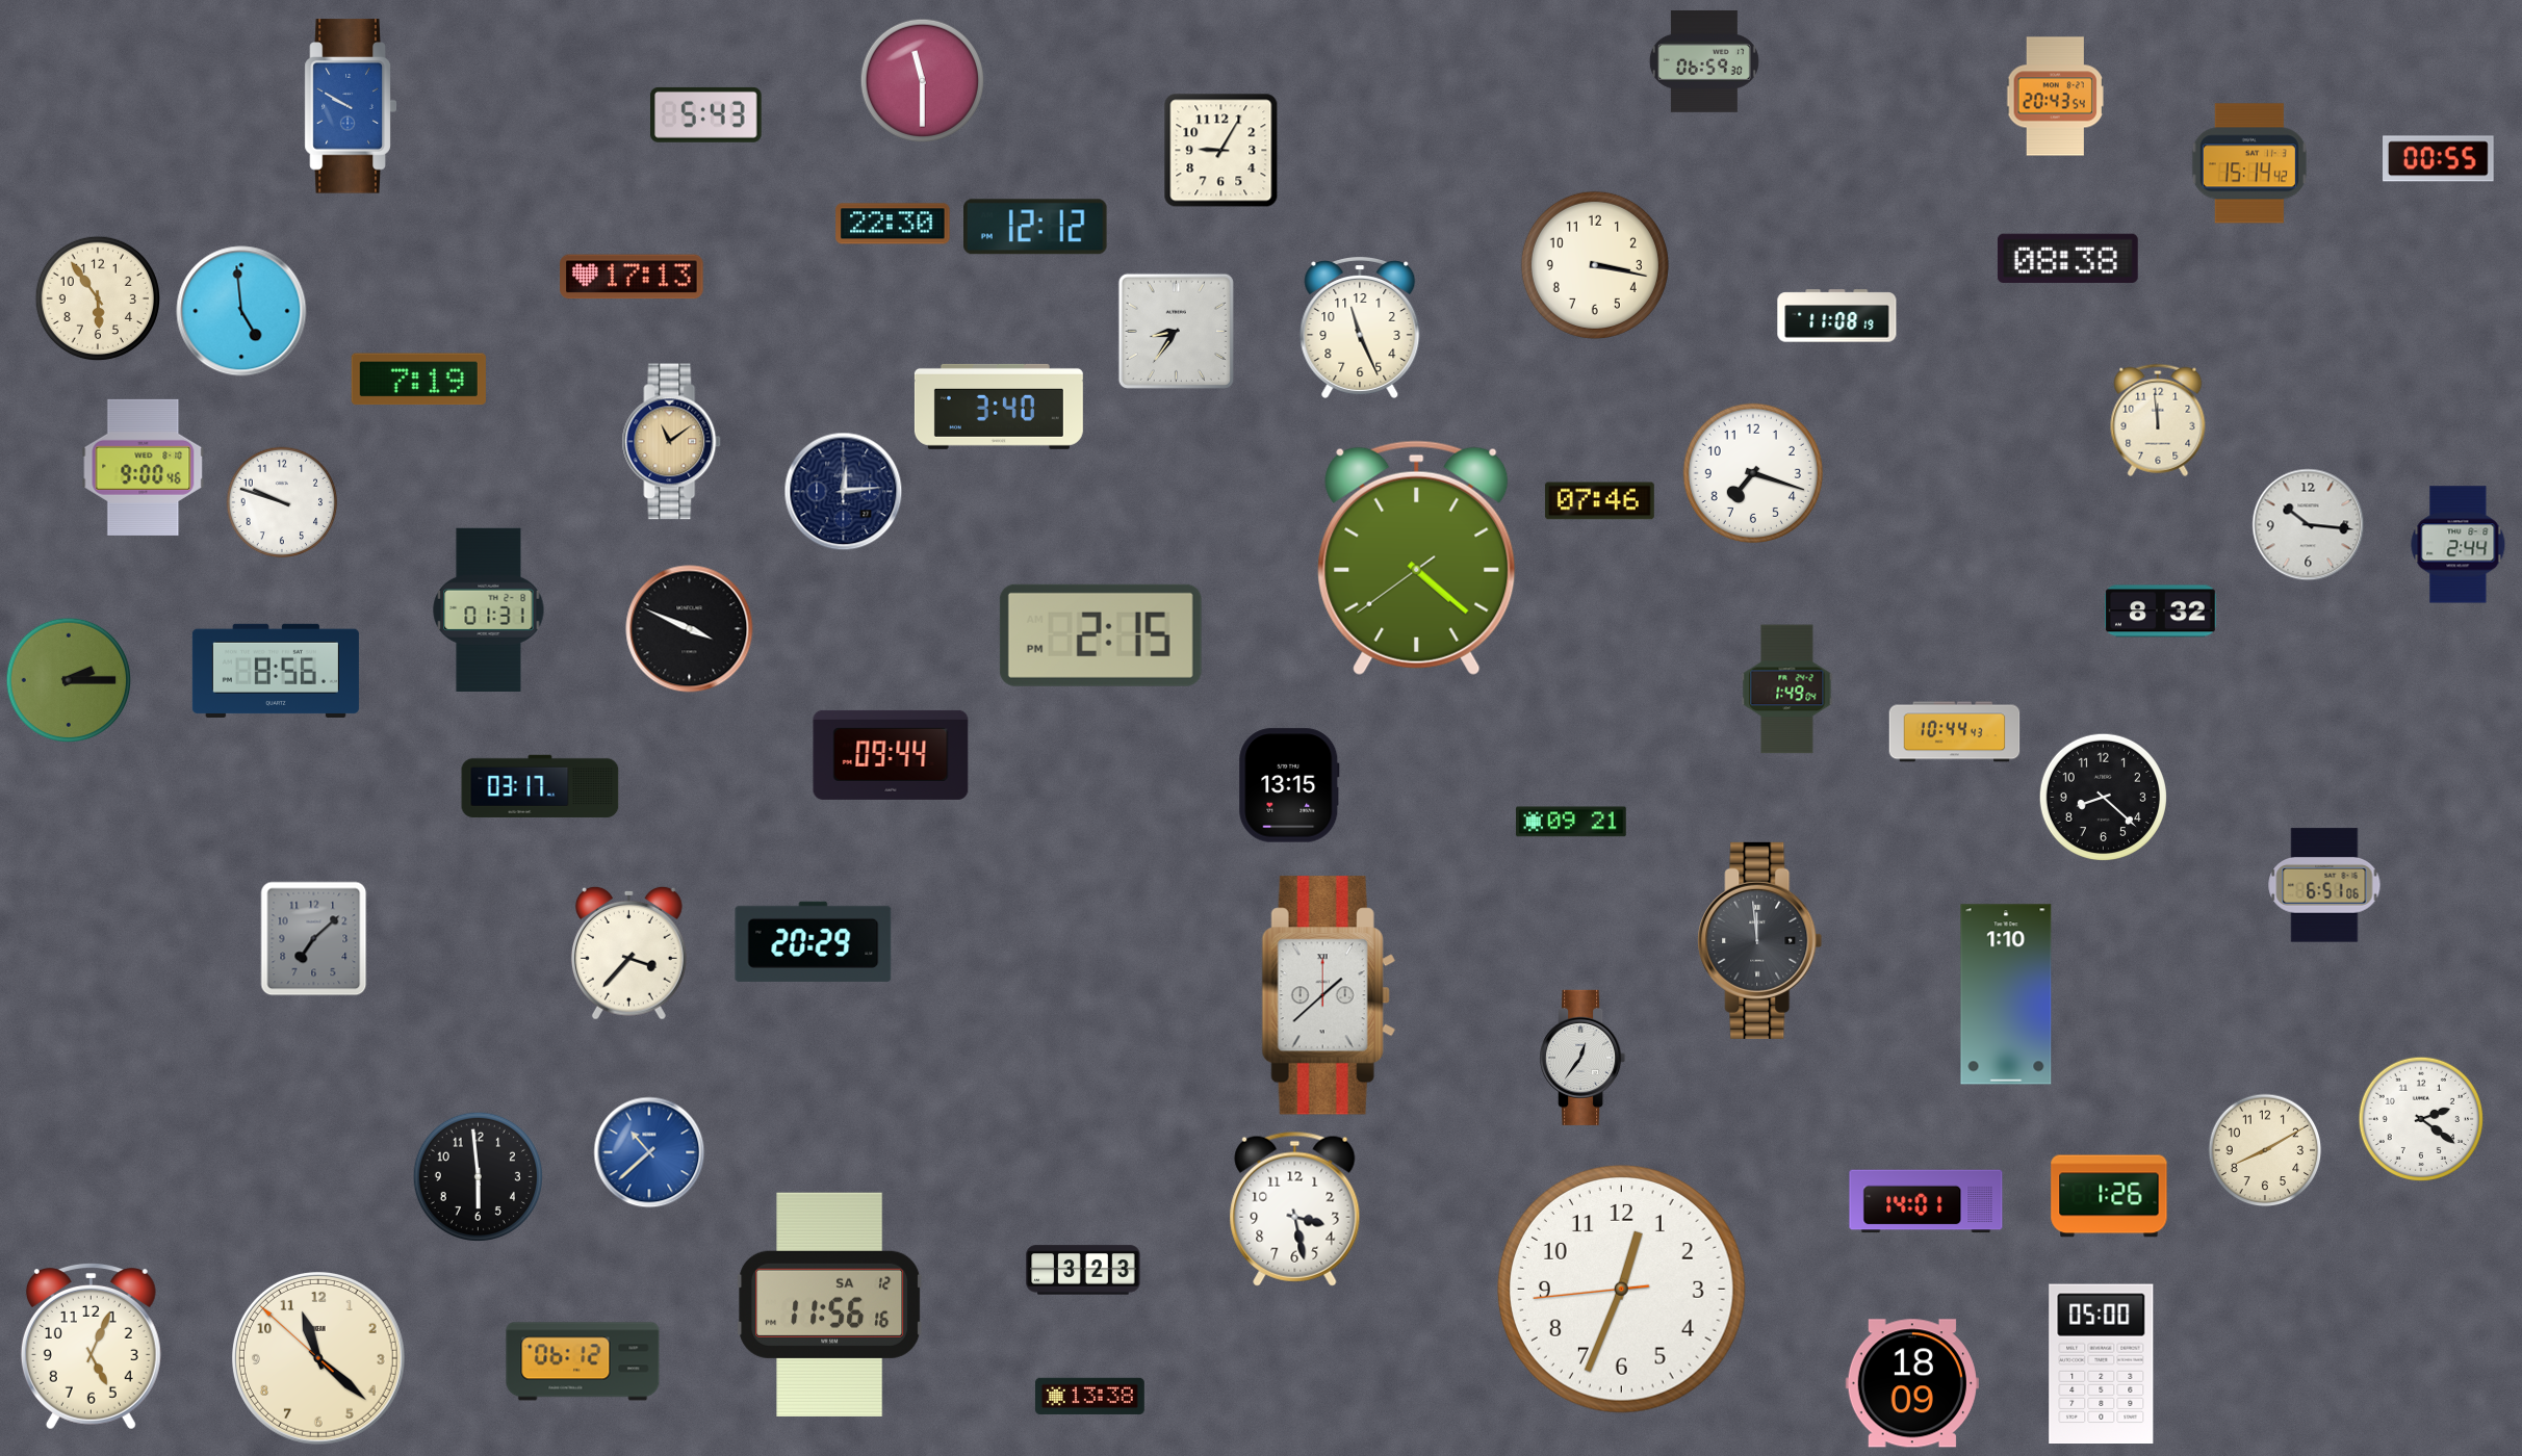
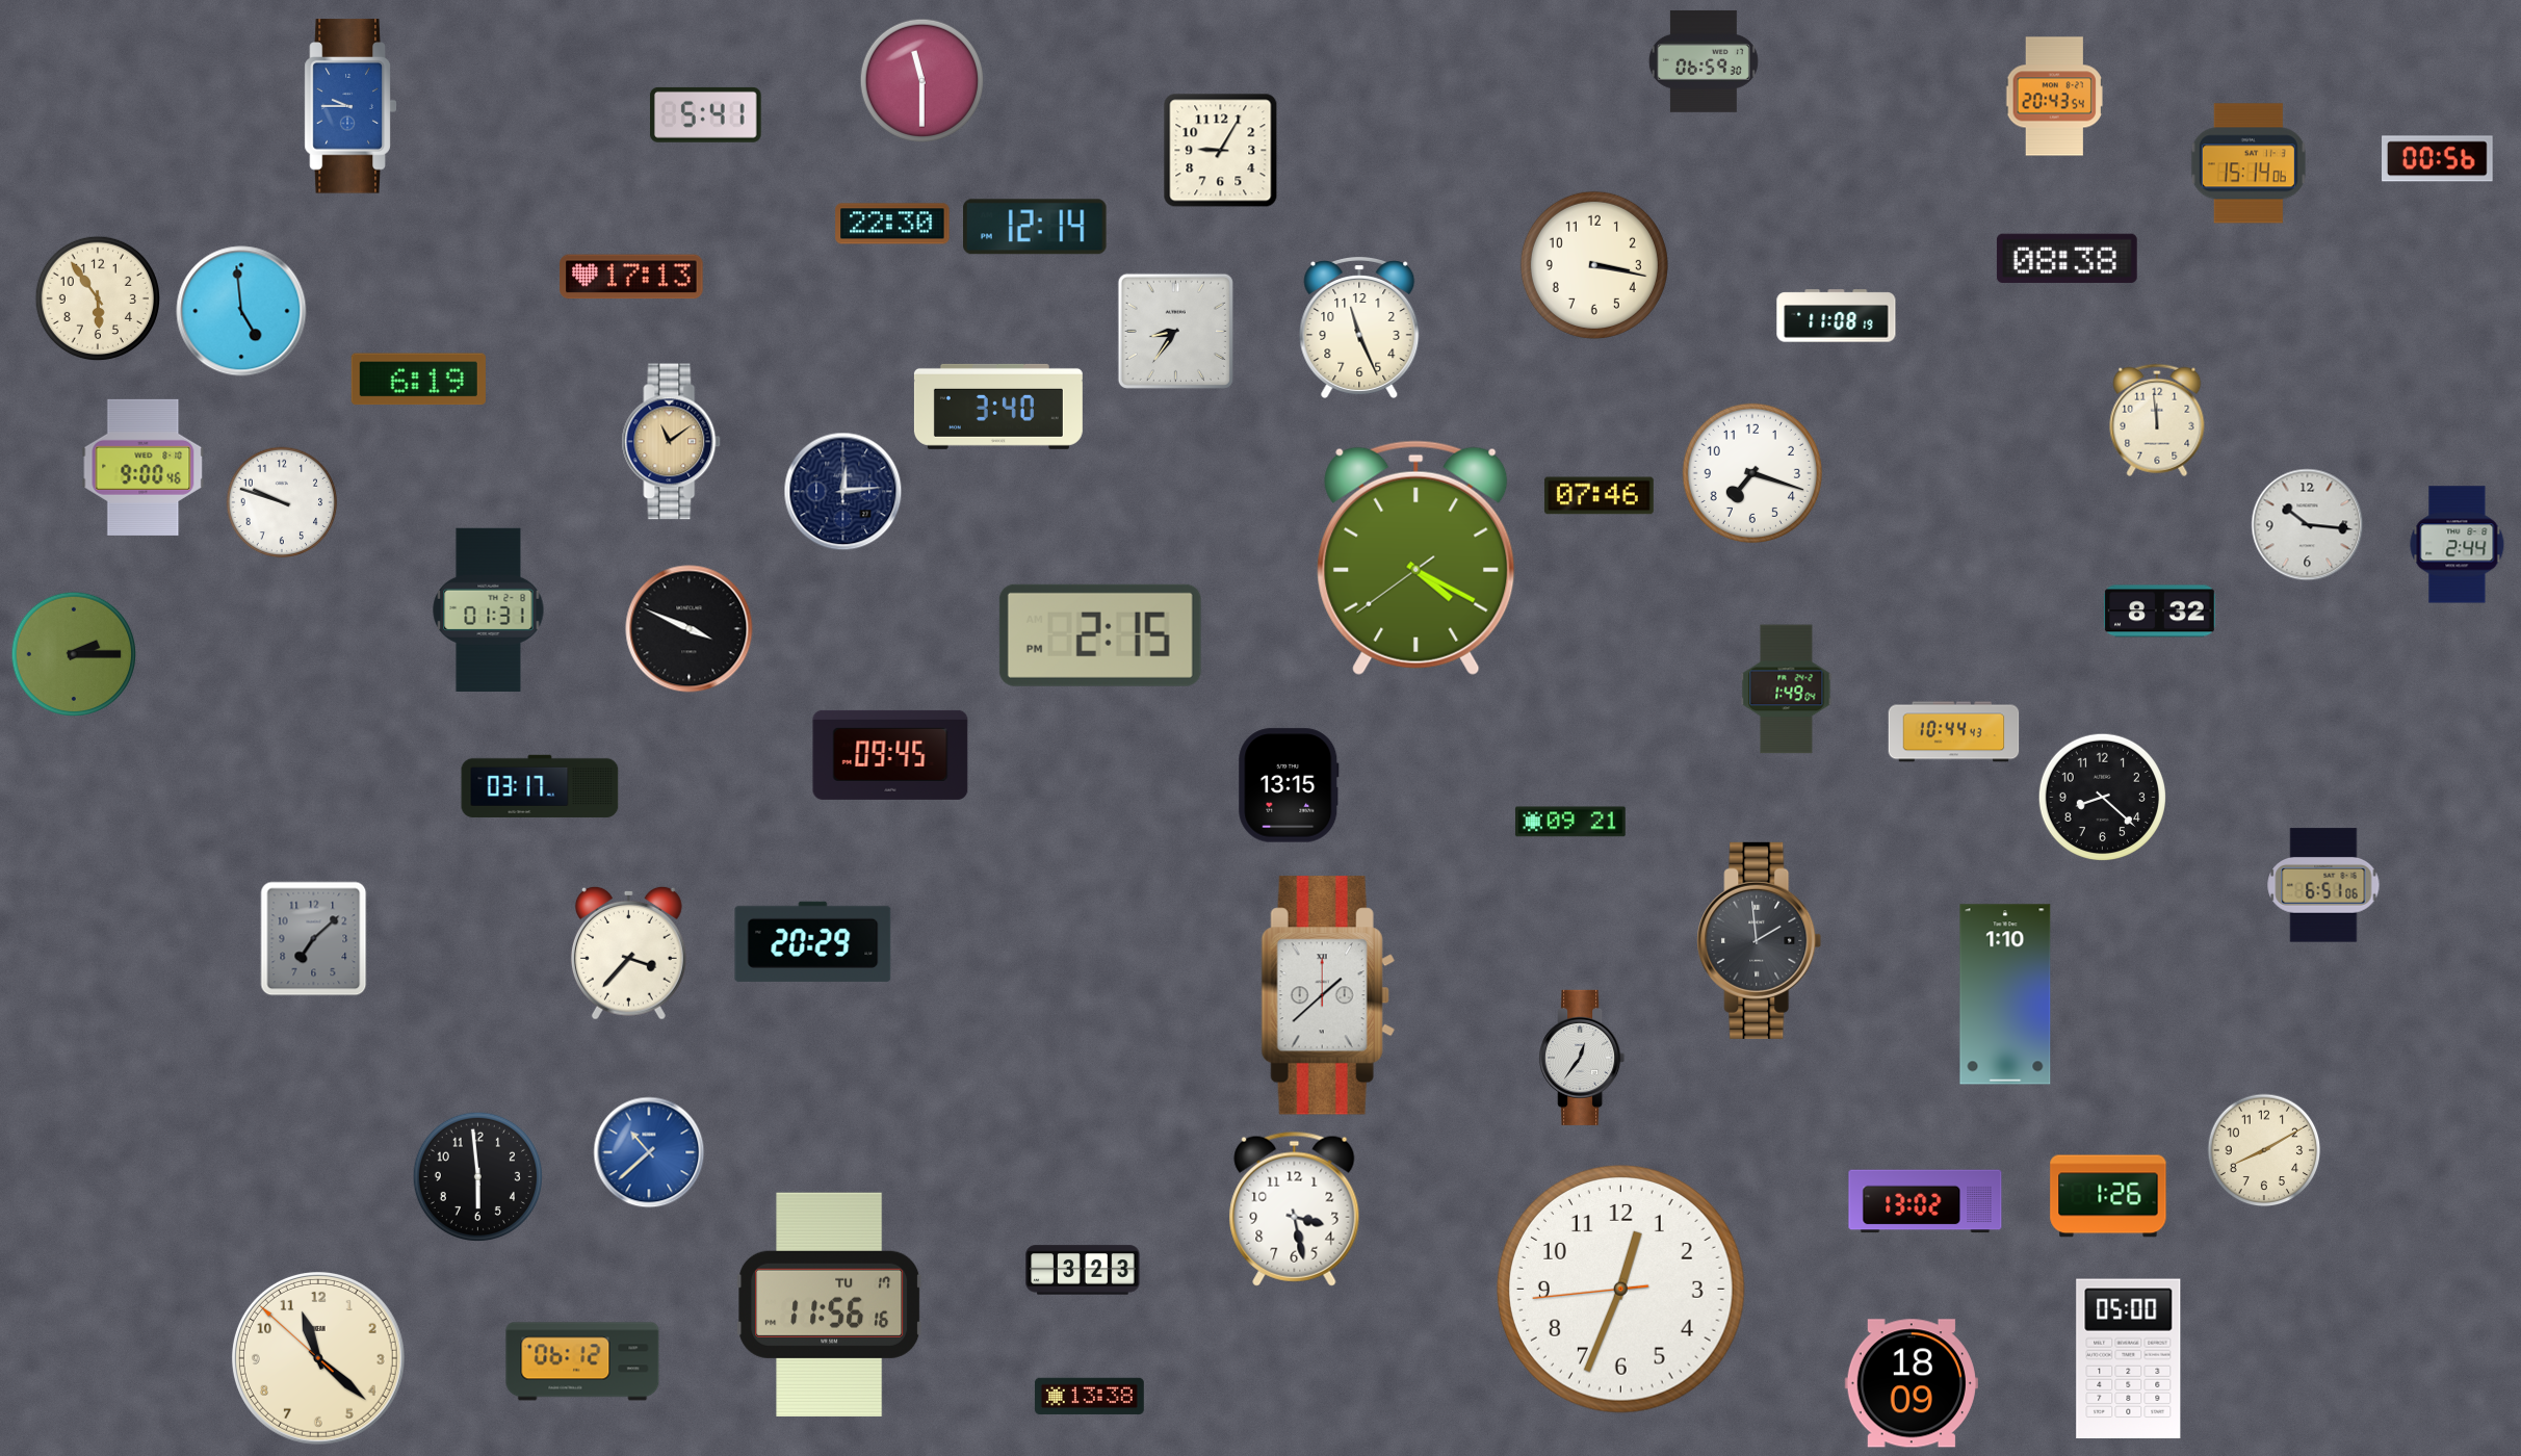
clock at (351, 106): 9:50 -> 9:45
clock at (705, 114): 5:43 -> 5:41
clock at (2439, 159): 00:55 -> 00:56
clock at (2249, 163): 15:14:42 -> 15:14:06
clock at (1036, 227): 12:12 -> 12:14
clock at (418, 380): 7:19 -> 6:19
clock at (1599, 501) position: (1599, 501) -> (1599, 496)
clock at (1417, 557): 4:21 -> 4:19
clock at (276, 671): 8:56 -> none
clock at (68, 679) position: (68, 679) -> (73, 653)
clock at (891, 755): 09:44 -> 09:45
clock at (1760, 940): 11:59 -> 1:59
clock at (2420, 1118): 2:21 -> none
clock at (1926, 1201): 14:01 -> 13:02
clock at (830, 1304) date: SA 12 -> TU 17
clock at (91, 1346): 5:04 -> none
clock at (2102, 1364) position: (2102, 1364) -> (2129, 1359)
